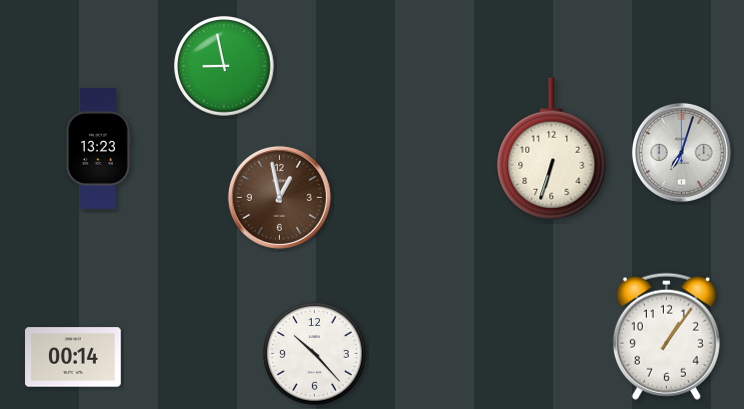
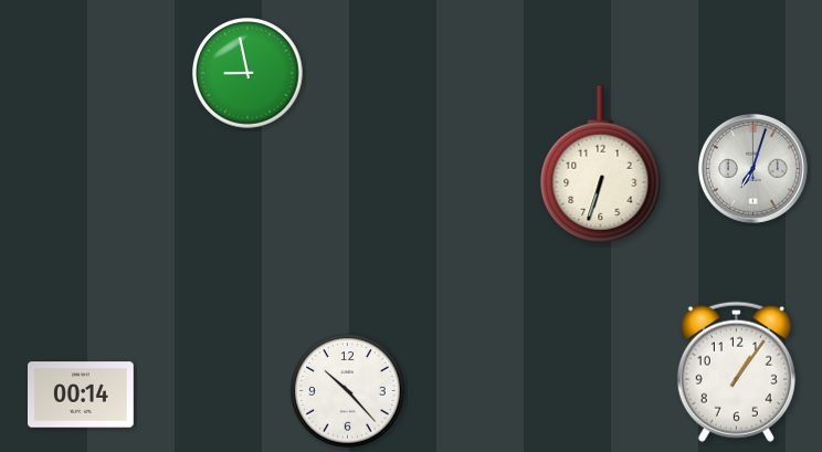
clock at (98, 148): 13:23 -> none
clock at (552, 149) position: (552, 149) -> (601, 165)
clock at (279, 197): 12:58 -> none
